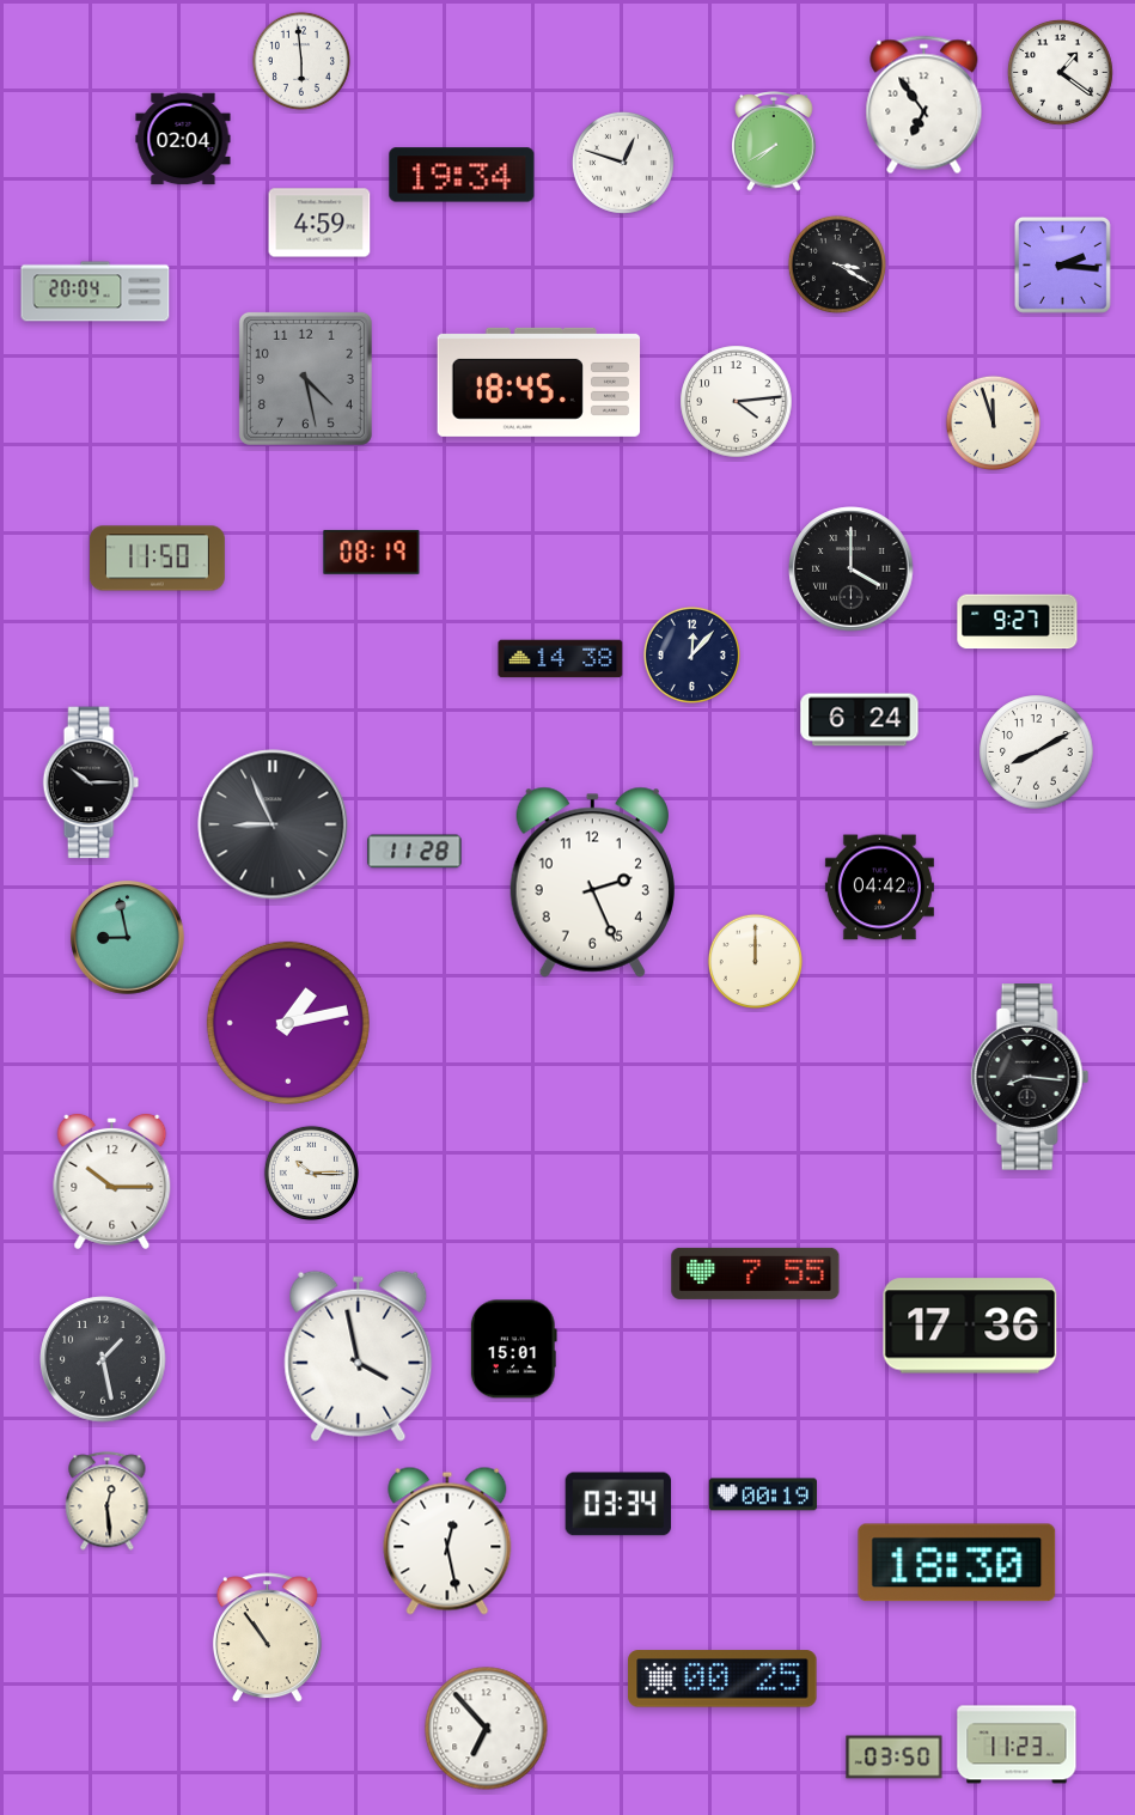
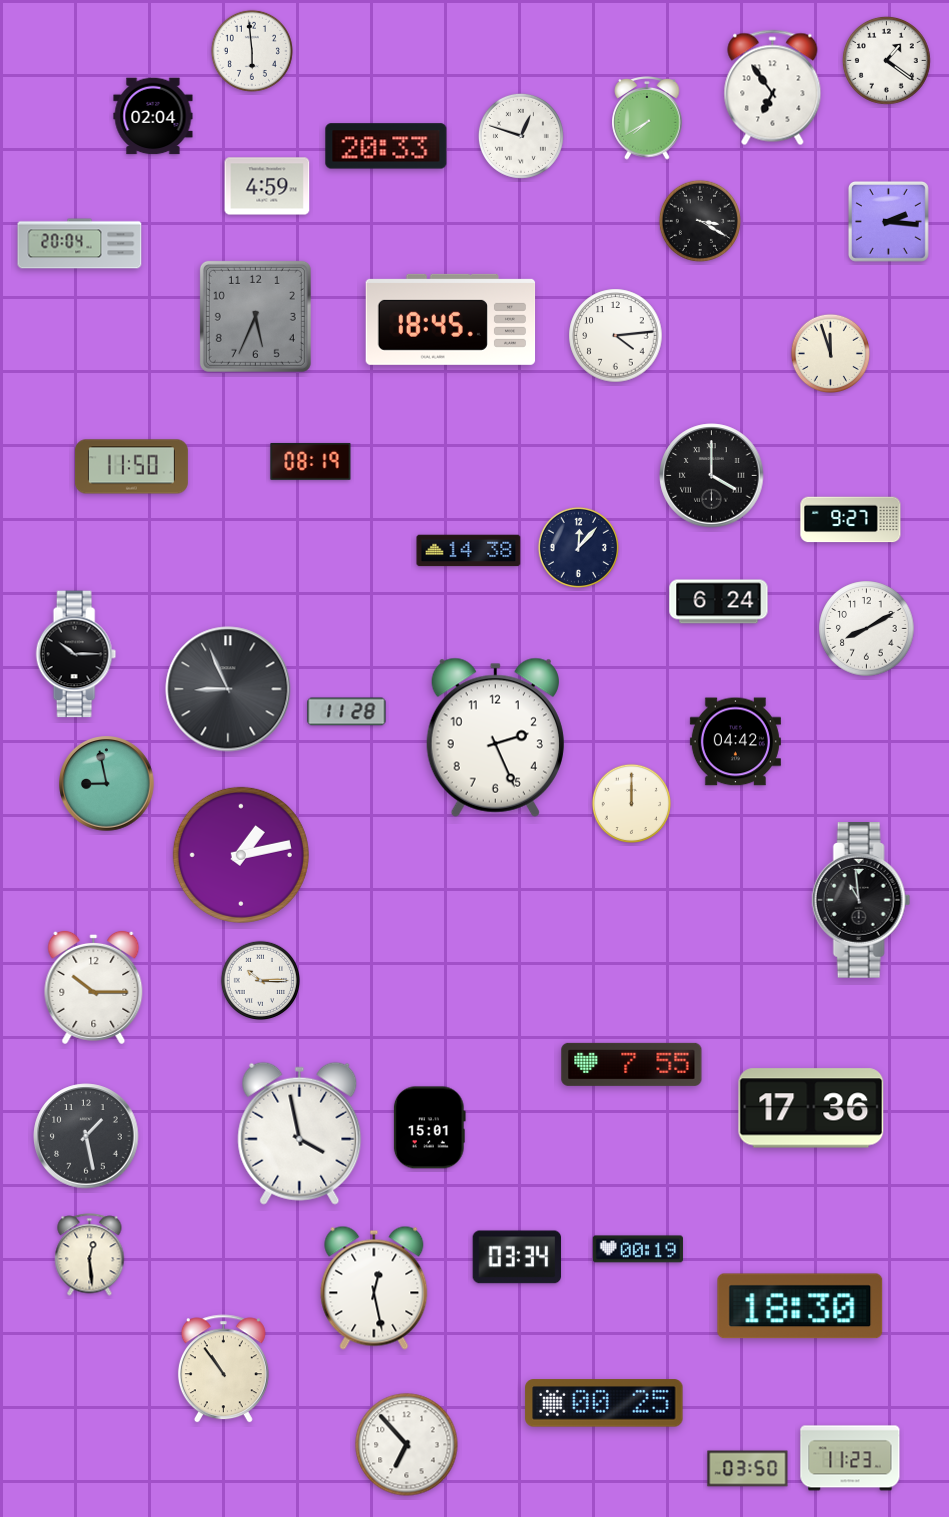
clock at (462, 175): 19:34 -> 20:33
clock at (305, 378): 4:28 -> 5:34
clock at (1030, 1078): 8:16 -> 10:59
